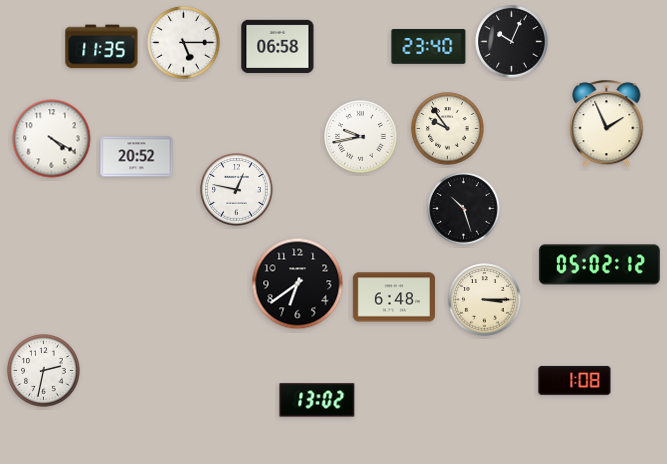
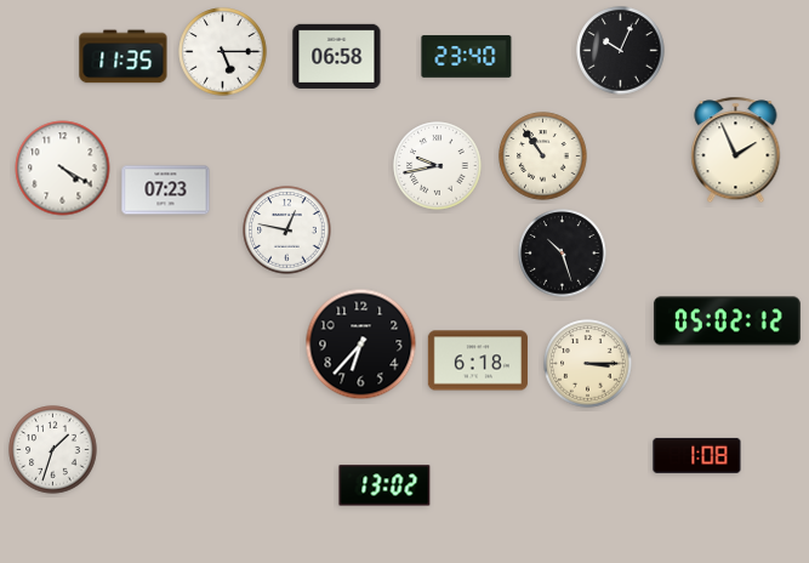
clock at (429, 47) position: (429, 47) -> (467, 57)
clock at (448, 129): 9:54 -> 10:54
clock at (137, 157): 20:52 -> 07:23
clock at (298, 284): 6:39 -> 6:37
clock at (394, 297): 6:48 -> 6:18
clock at (44, 371): 2:32 -> 1:33
clock at (575, 380) position: (575, 380) -> (697, 455)
